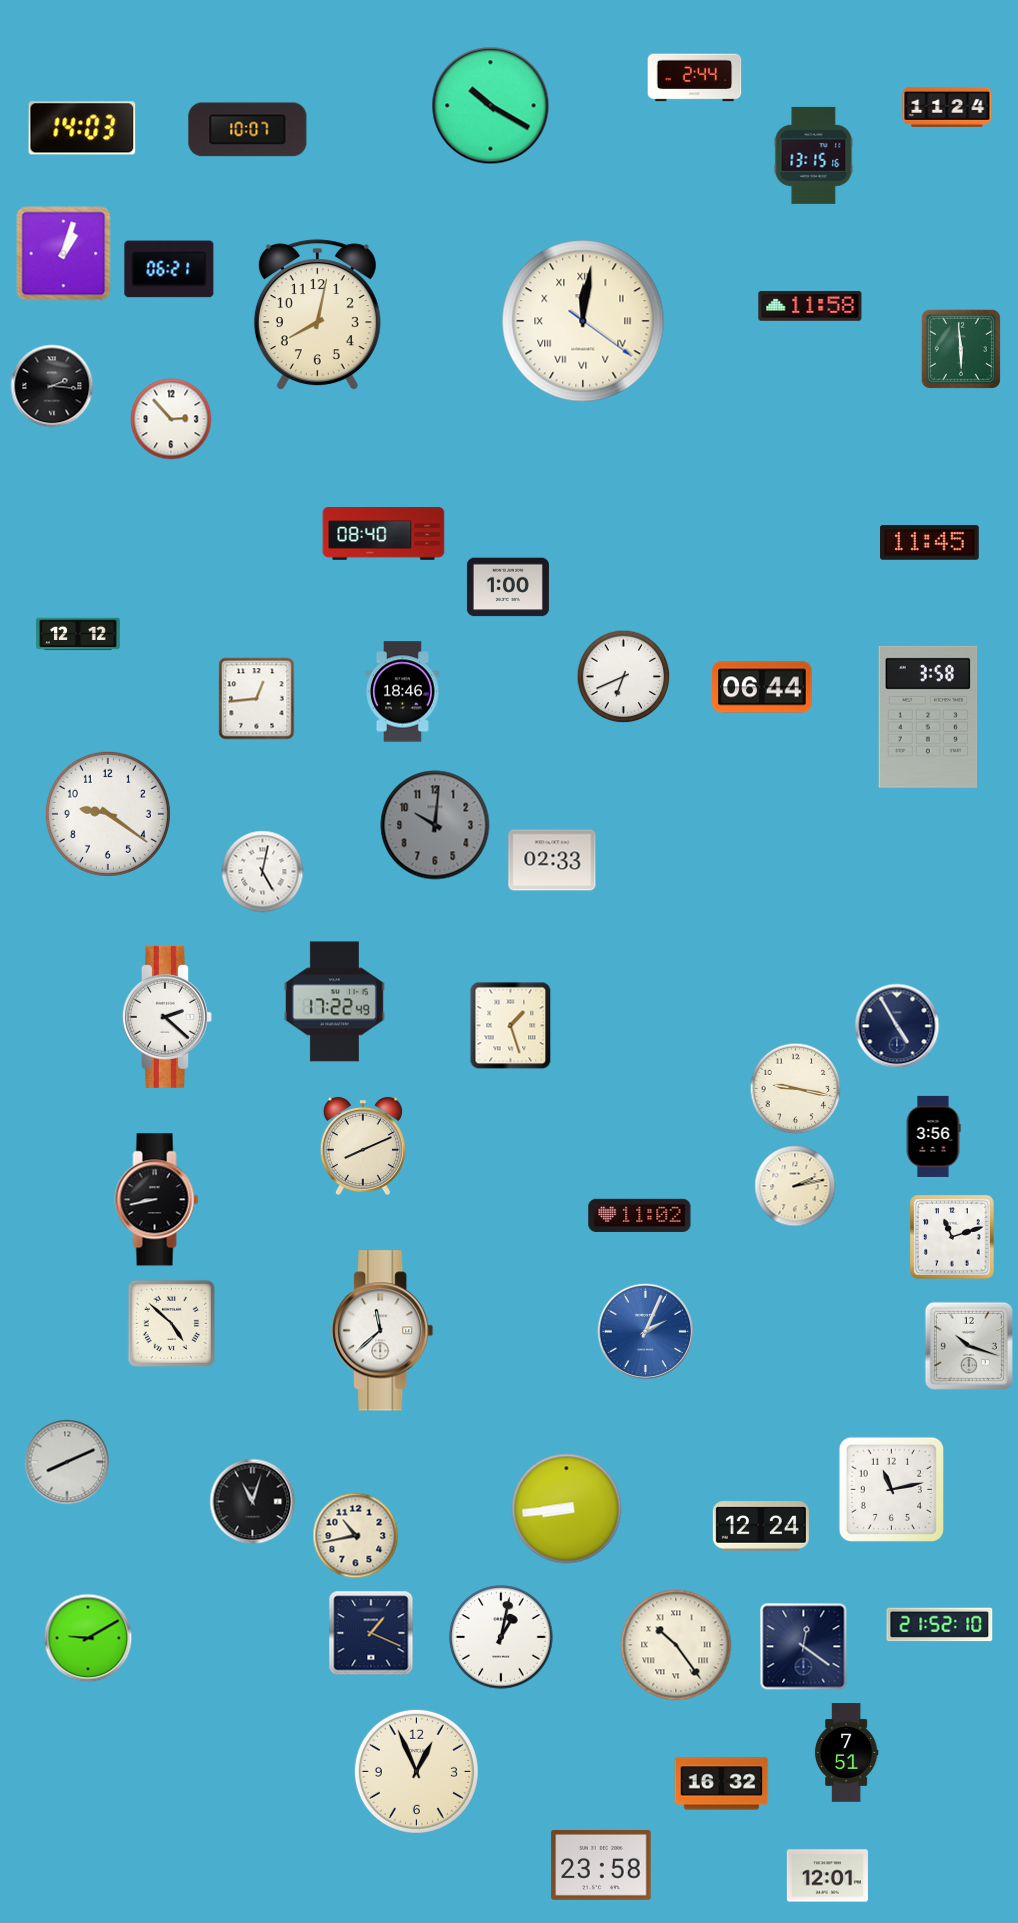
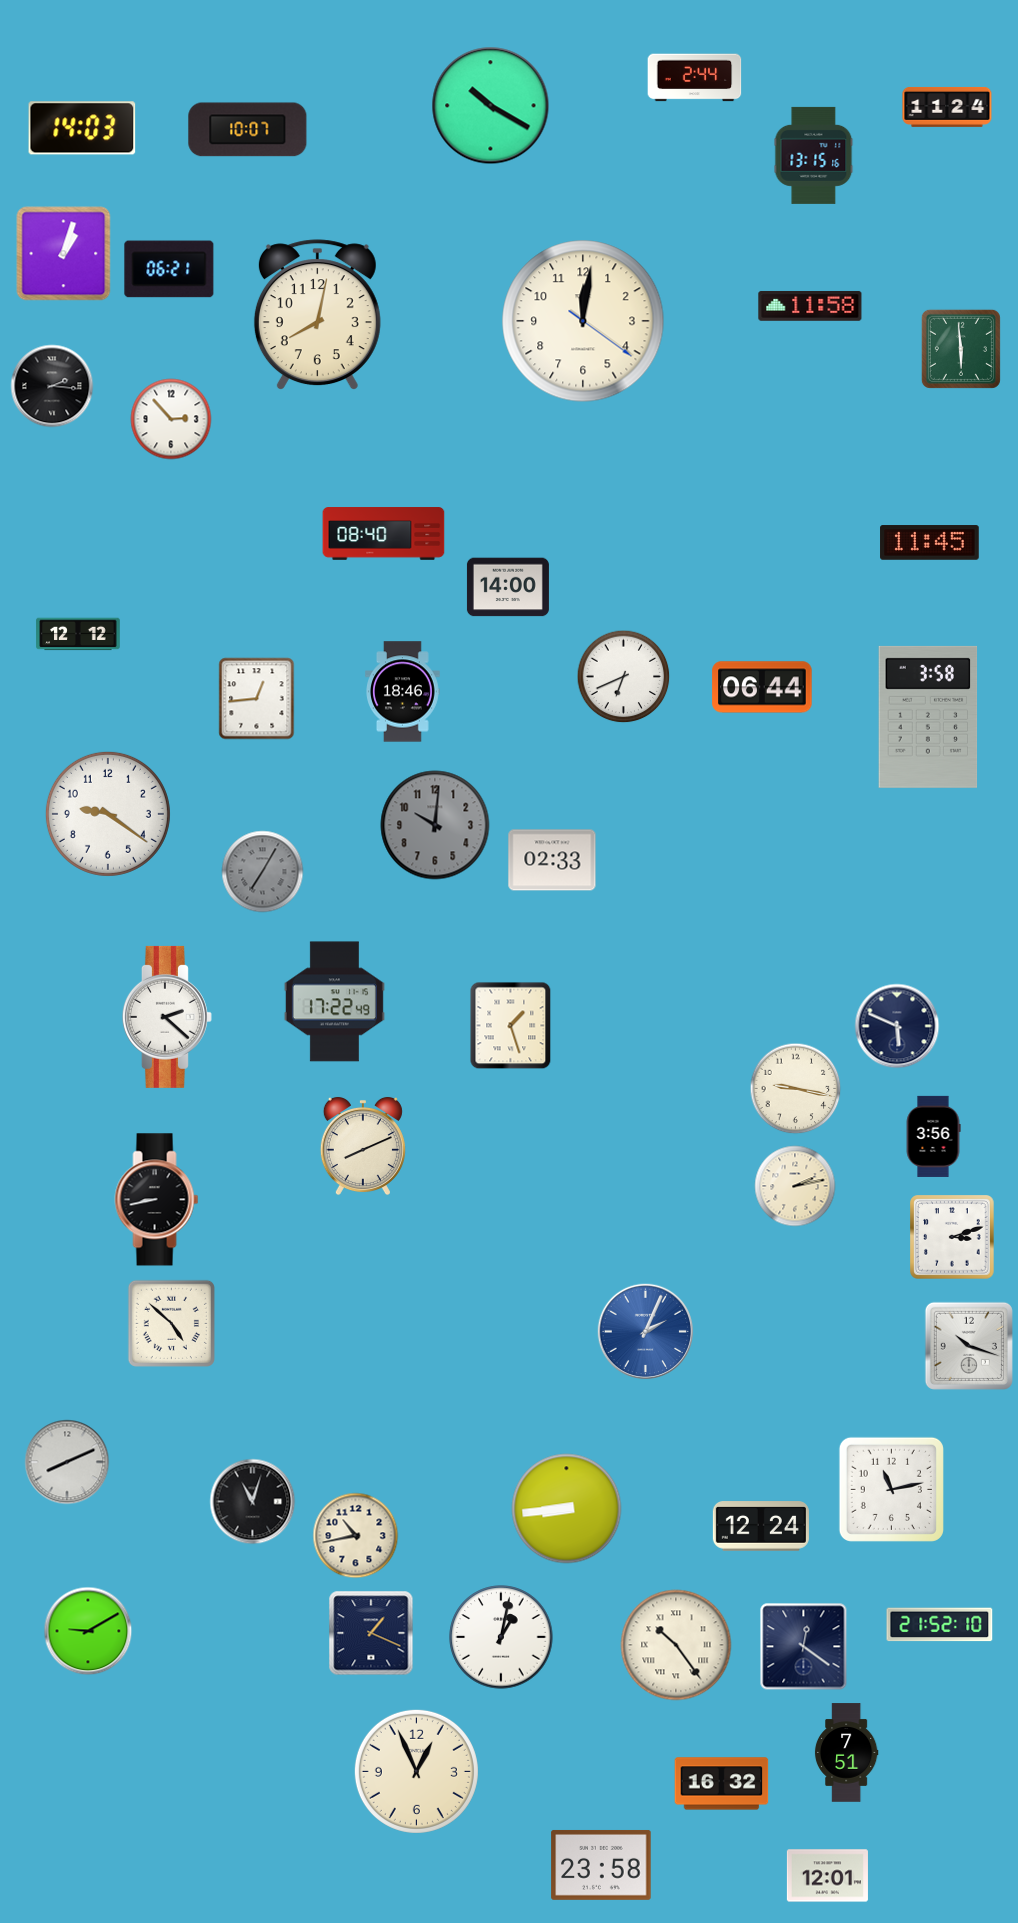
clock at (583, 321) numerals: Roman -> Arabic
clock at (508, 587): 1:00 -> 14:00
clock at (263, 872): 5:02 -> 7:05
clock at (263, 872) dial: white -> grey
clock at (897, 1026): 4:55 -> 5:49
clock at (640, 1215): 11:02 -> none
clock at (952, 1237): 11:12 -> 3:12
clock at (383, 1331): 11:38 -> none
clock at (88, 1638) position: (88, 1638) -> (88, 1631)
